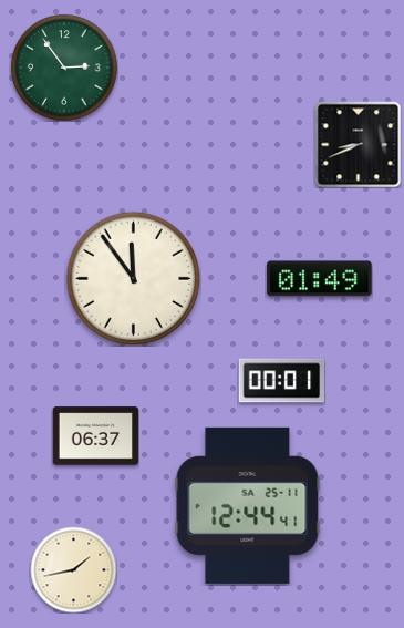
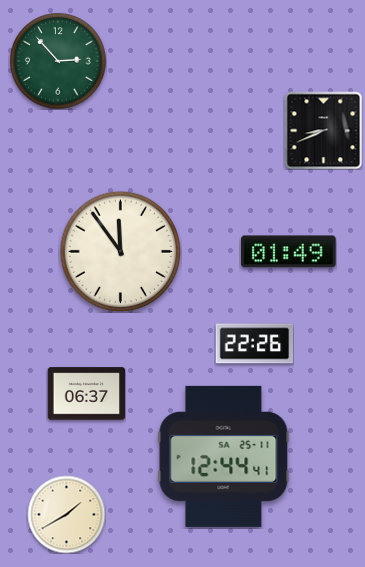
clock at (64, 68): 2:54 -> 2:53
clock at (281, 381): 00:01 -> 22:26
clock at (73, 569): 1:43 -> 1:40
